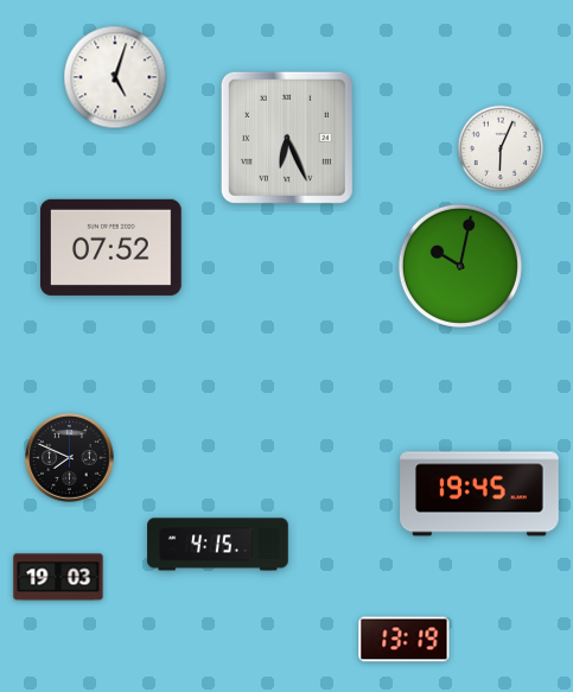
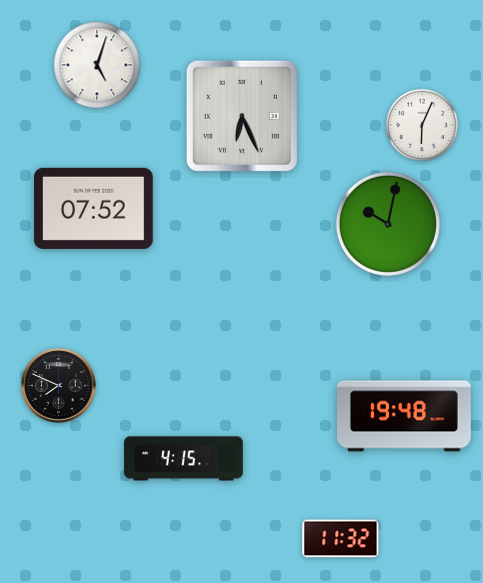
clock at (480, 494): 19:45 -> 19:48
clock at (58, 577): 19:03 -> none
clock at (405, 640): 13:19 -> 11:32
